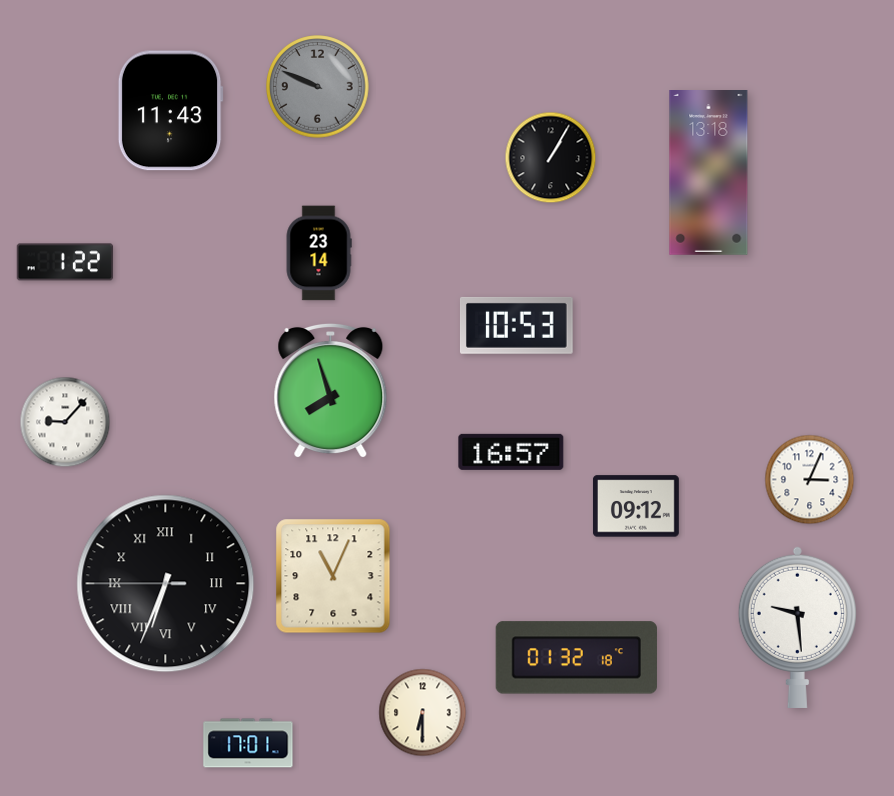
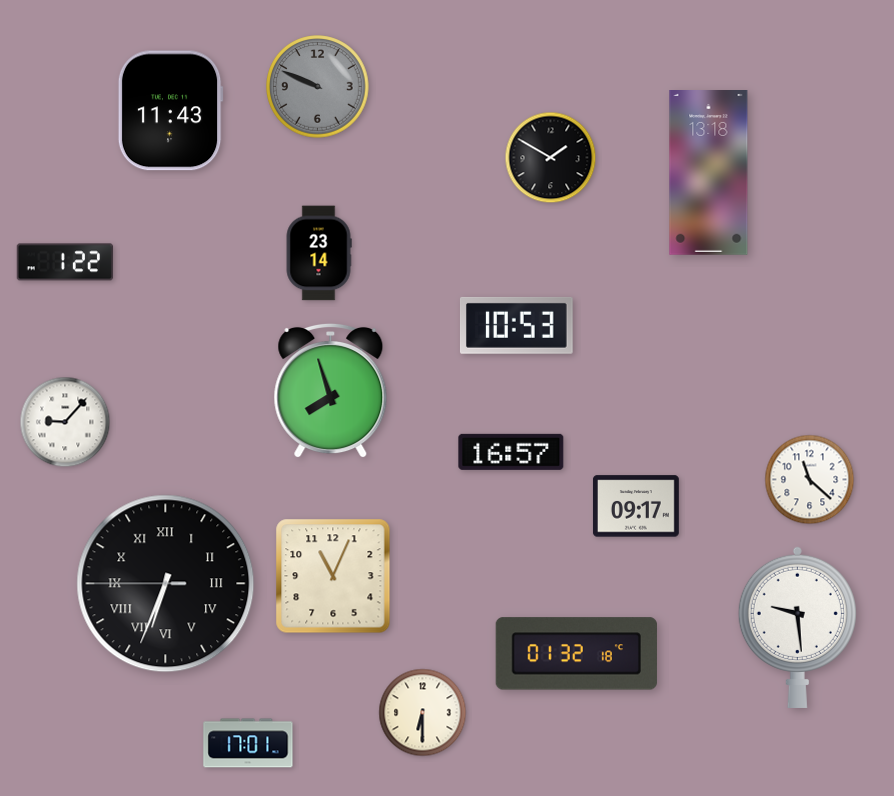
clock at (551, 158): 1:05 -> 1:50
clock at (810, 480): 3:04 -> 11:22
clock at (636, 506): 09:12 -> 09:17
clock at (576, 658) position: (576, 658) -> (576, 654)
